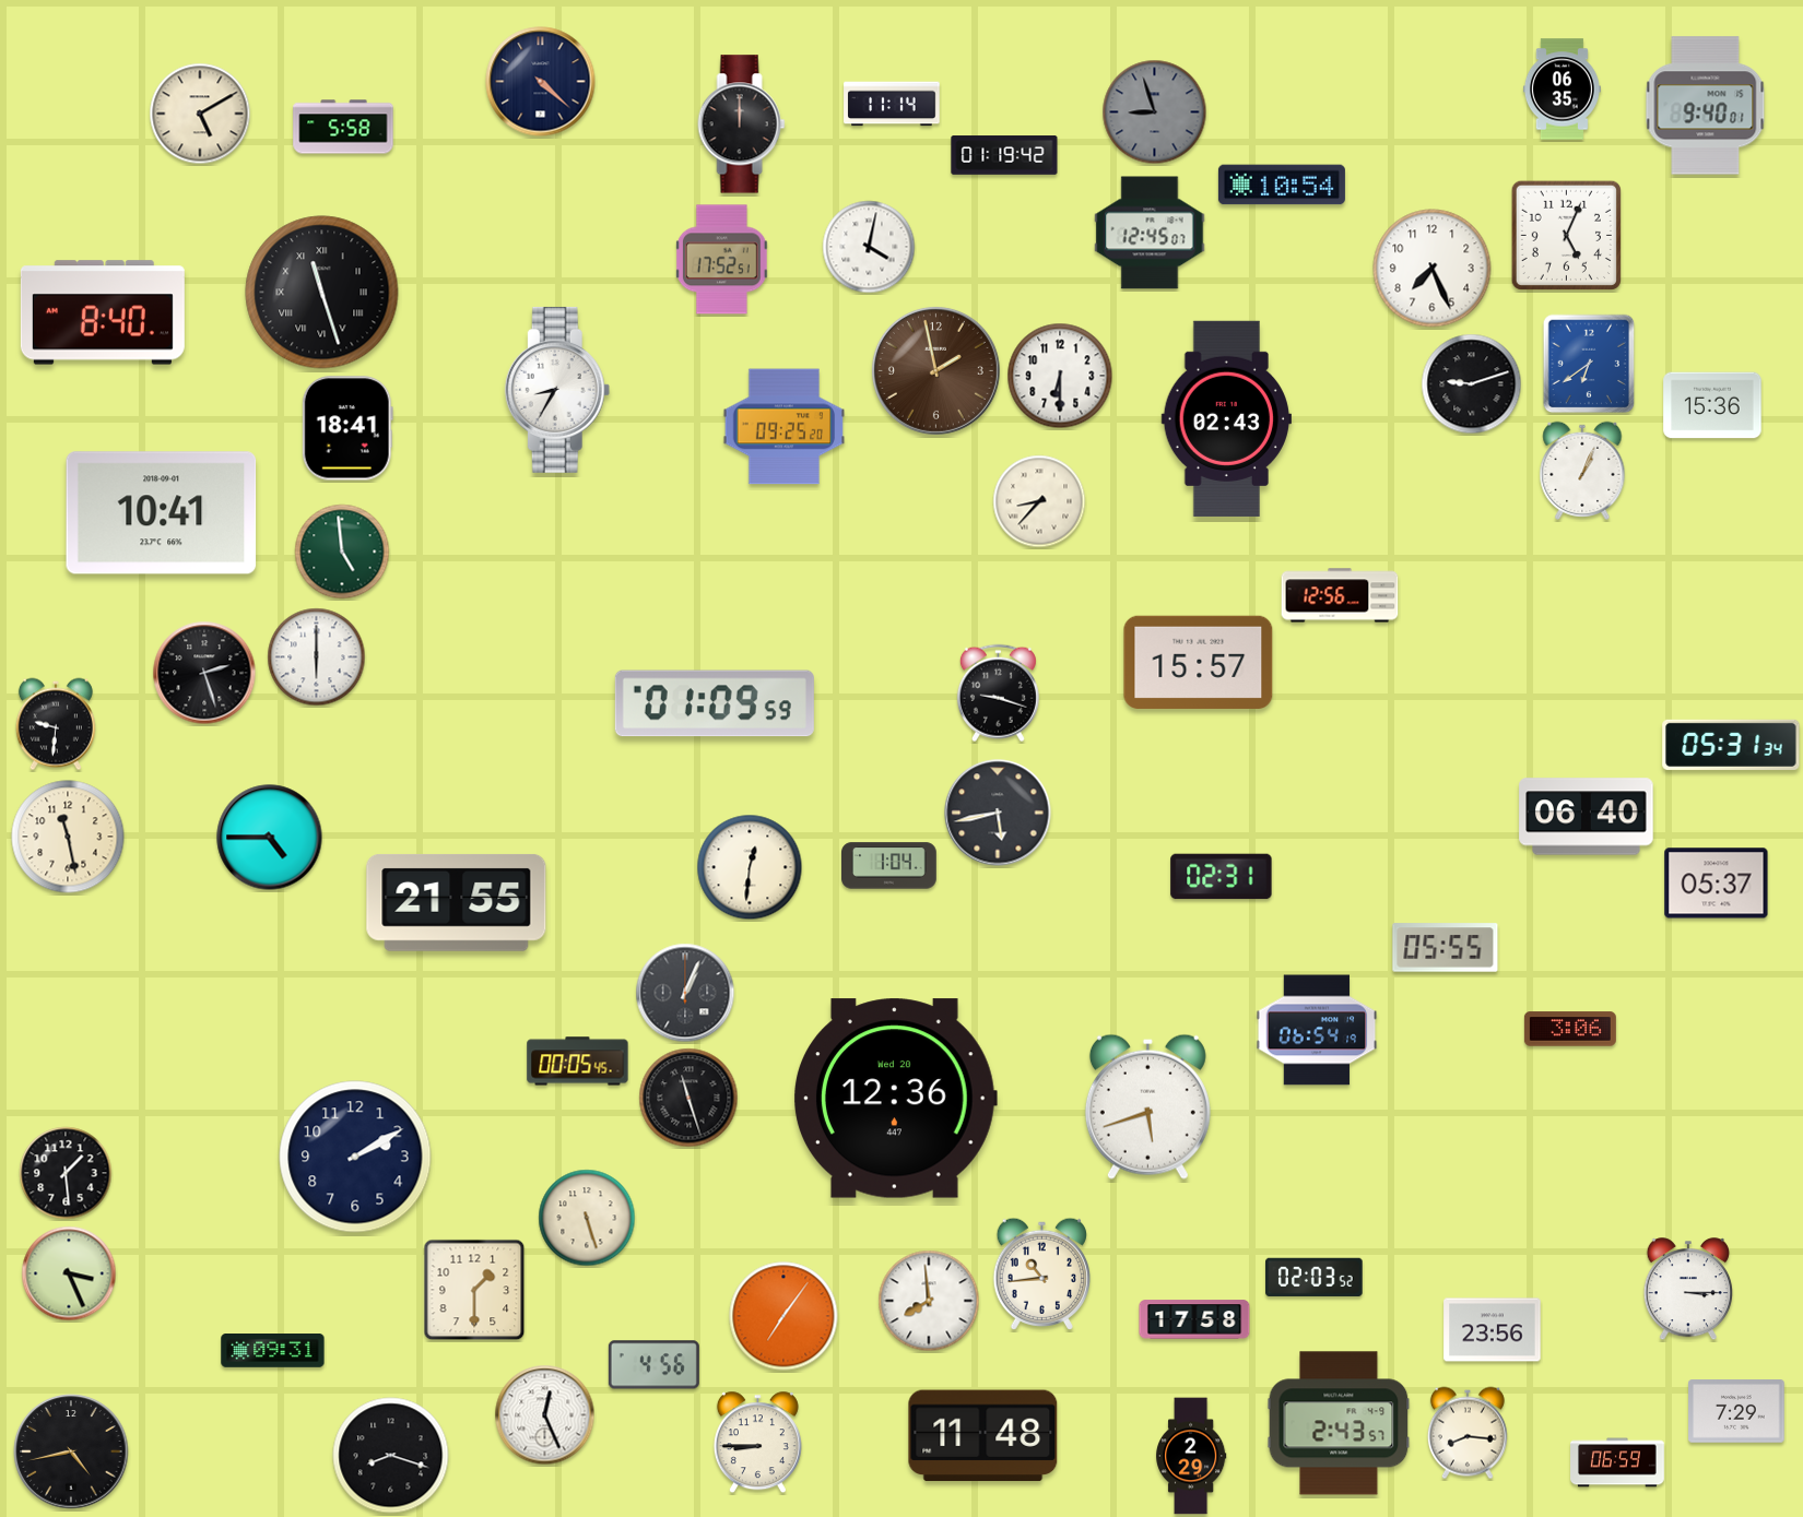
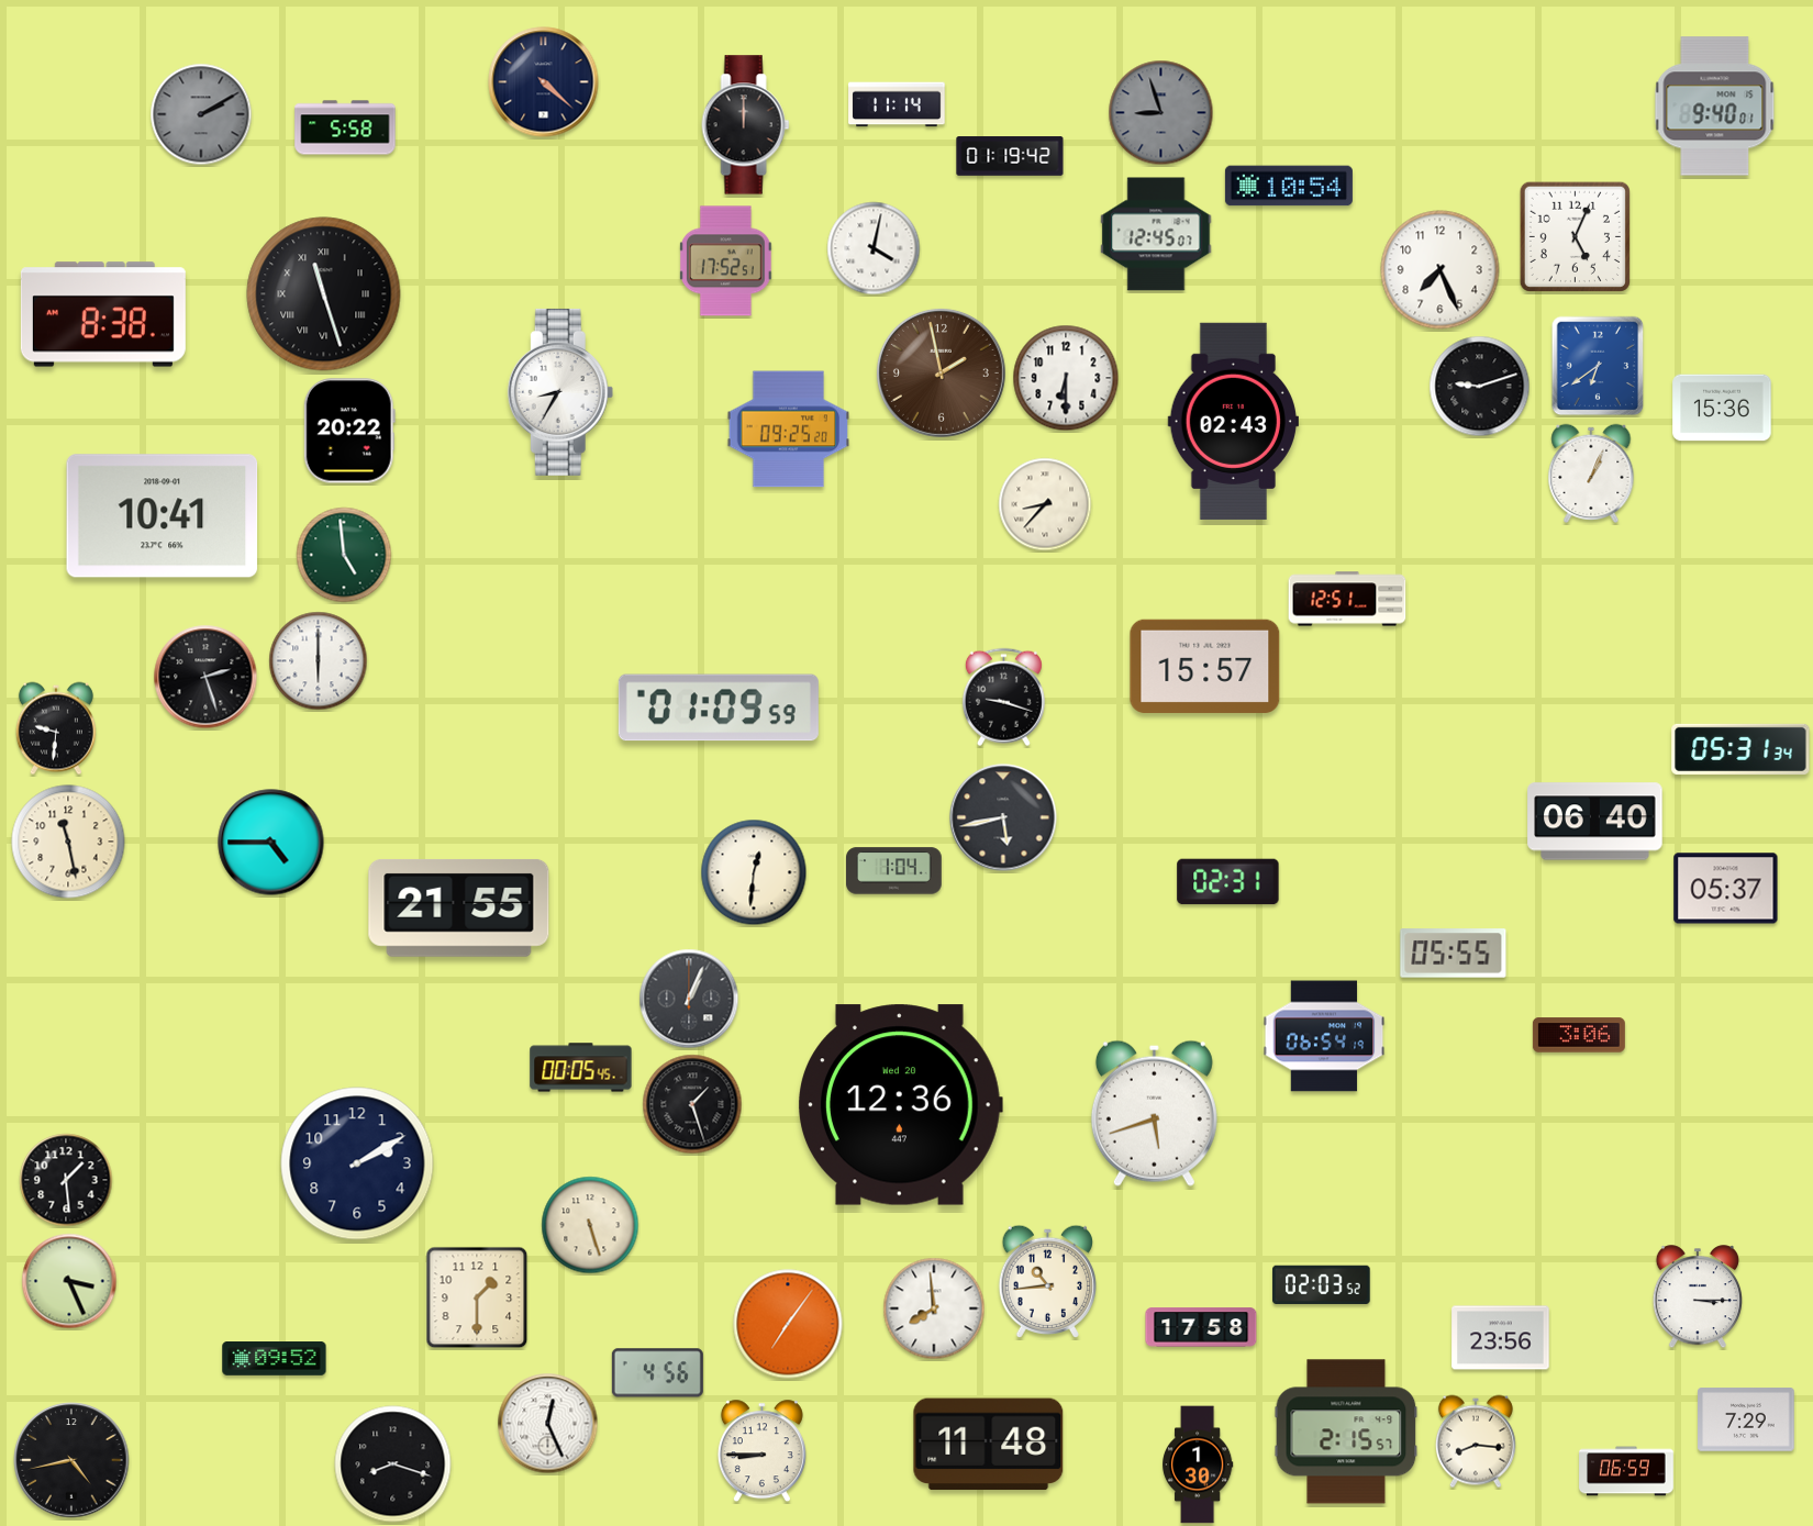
clock at (1562, 90): 06:35 -> none
clock at (200, 114): 5:10 -> 2:10
clock at (200, 114) dial: cream -> grey
clock at (103, 312): 8:40 -> 8:38
clock at (347, 428): 18:41 -> 20:22
clock at (1340, 595): 12:56 -> 12:51
clock at (688, 1098): 11:27 -> 1:27
clock at (273, 1351): 09:31 -> 09:52
clock at (1339, 1423): 2:43 -> 2:15
clock at (1191, 1456): 2:29 -> 1:30
